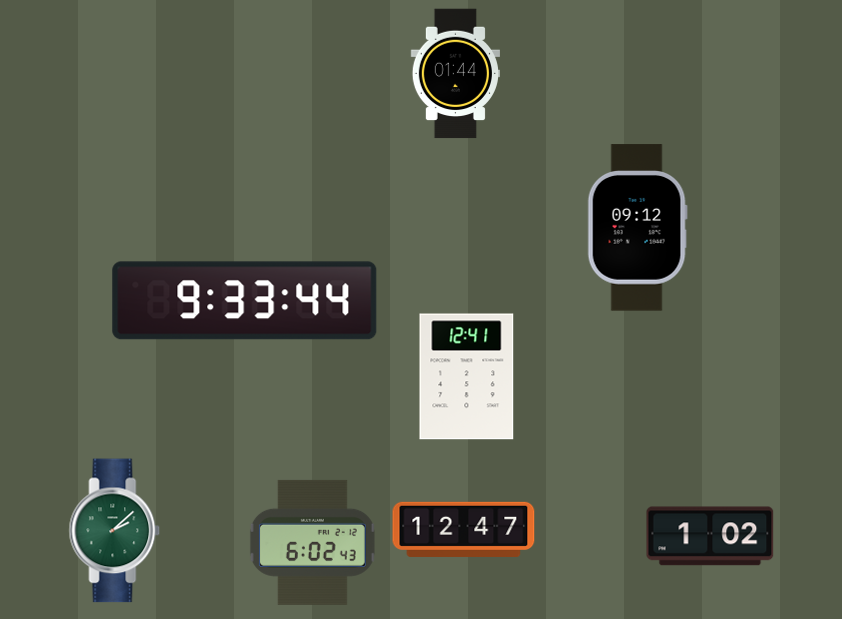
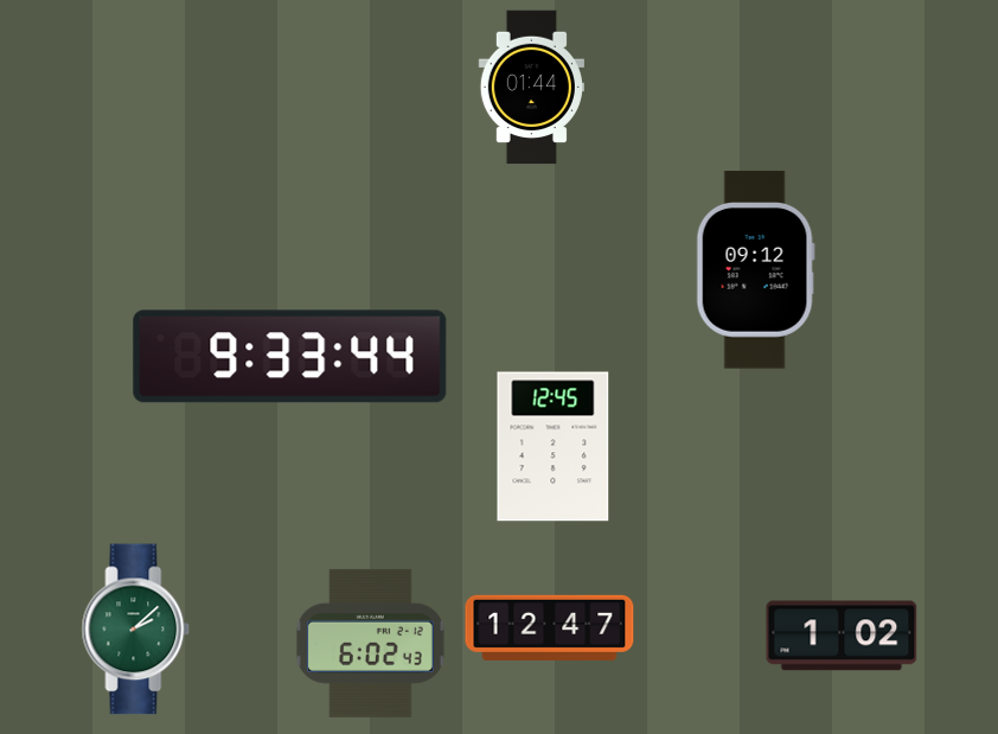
clock at (455, 74) position: (455, 74) -> (531, 88)
clock at (467, 377): 12:41 -> 12:45
